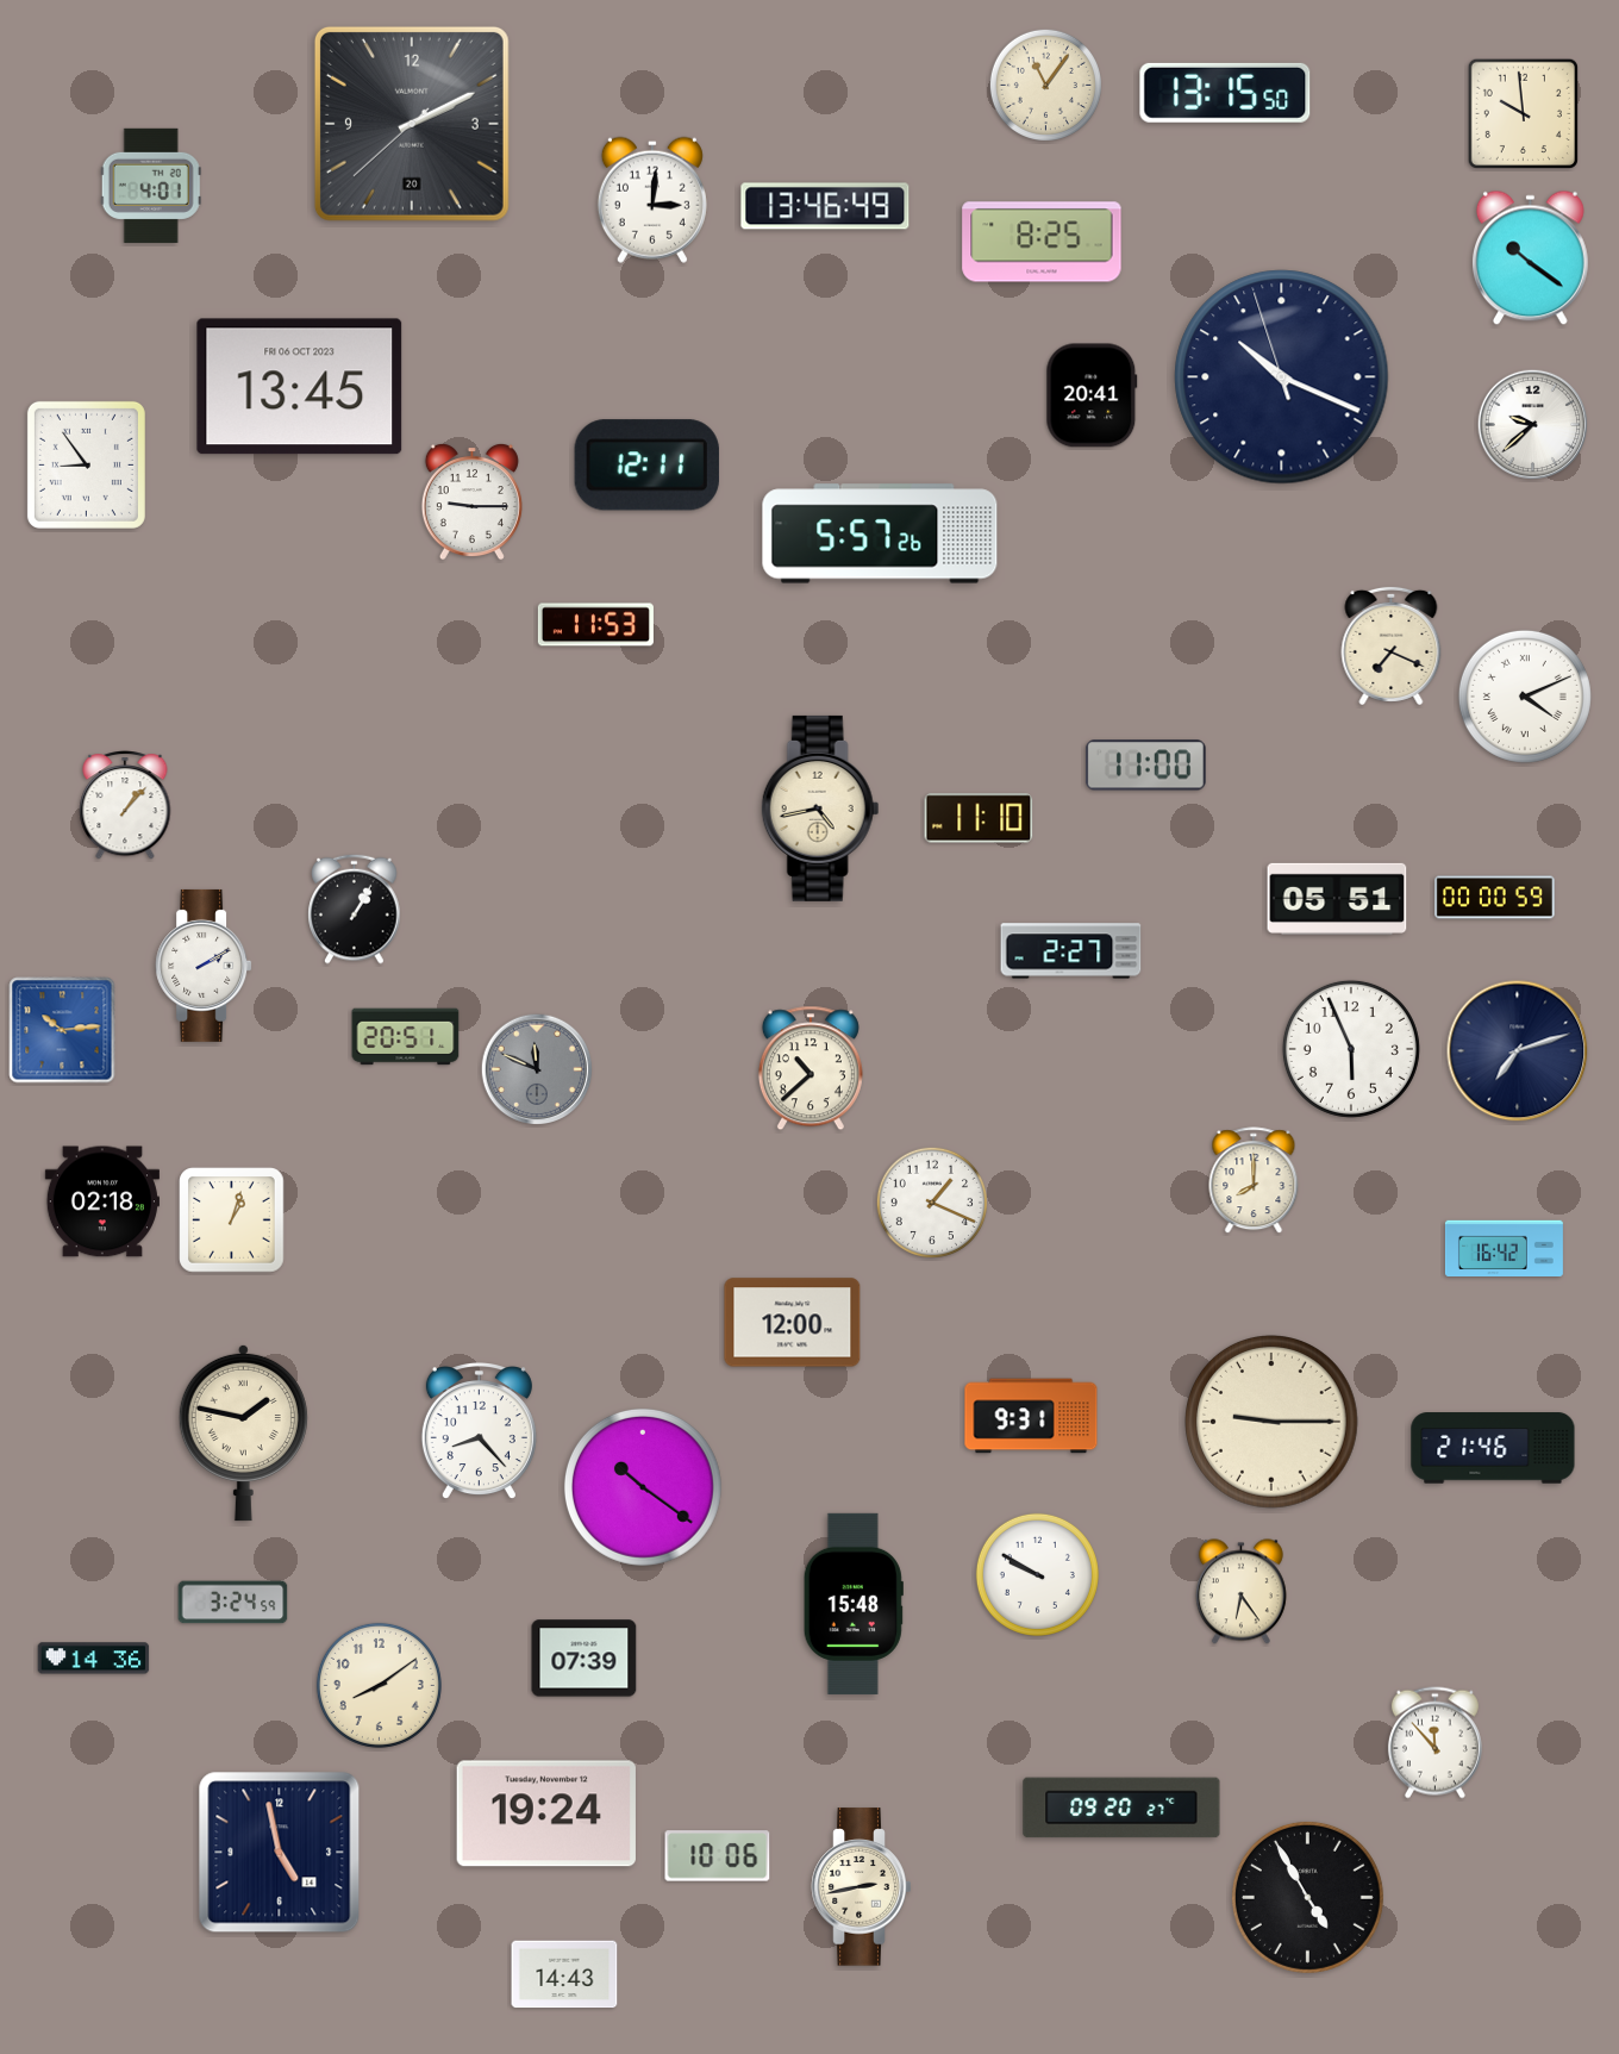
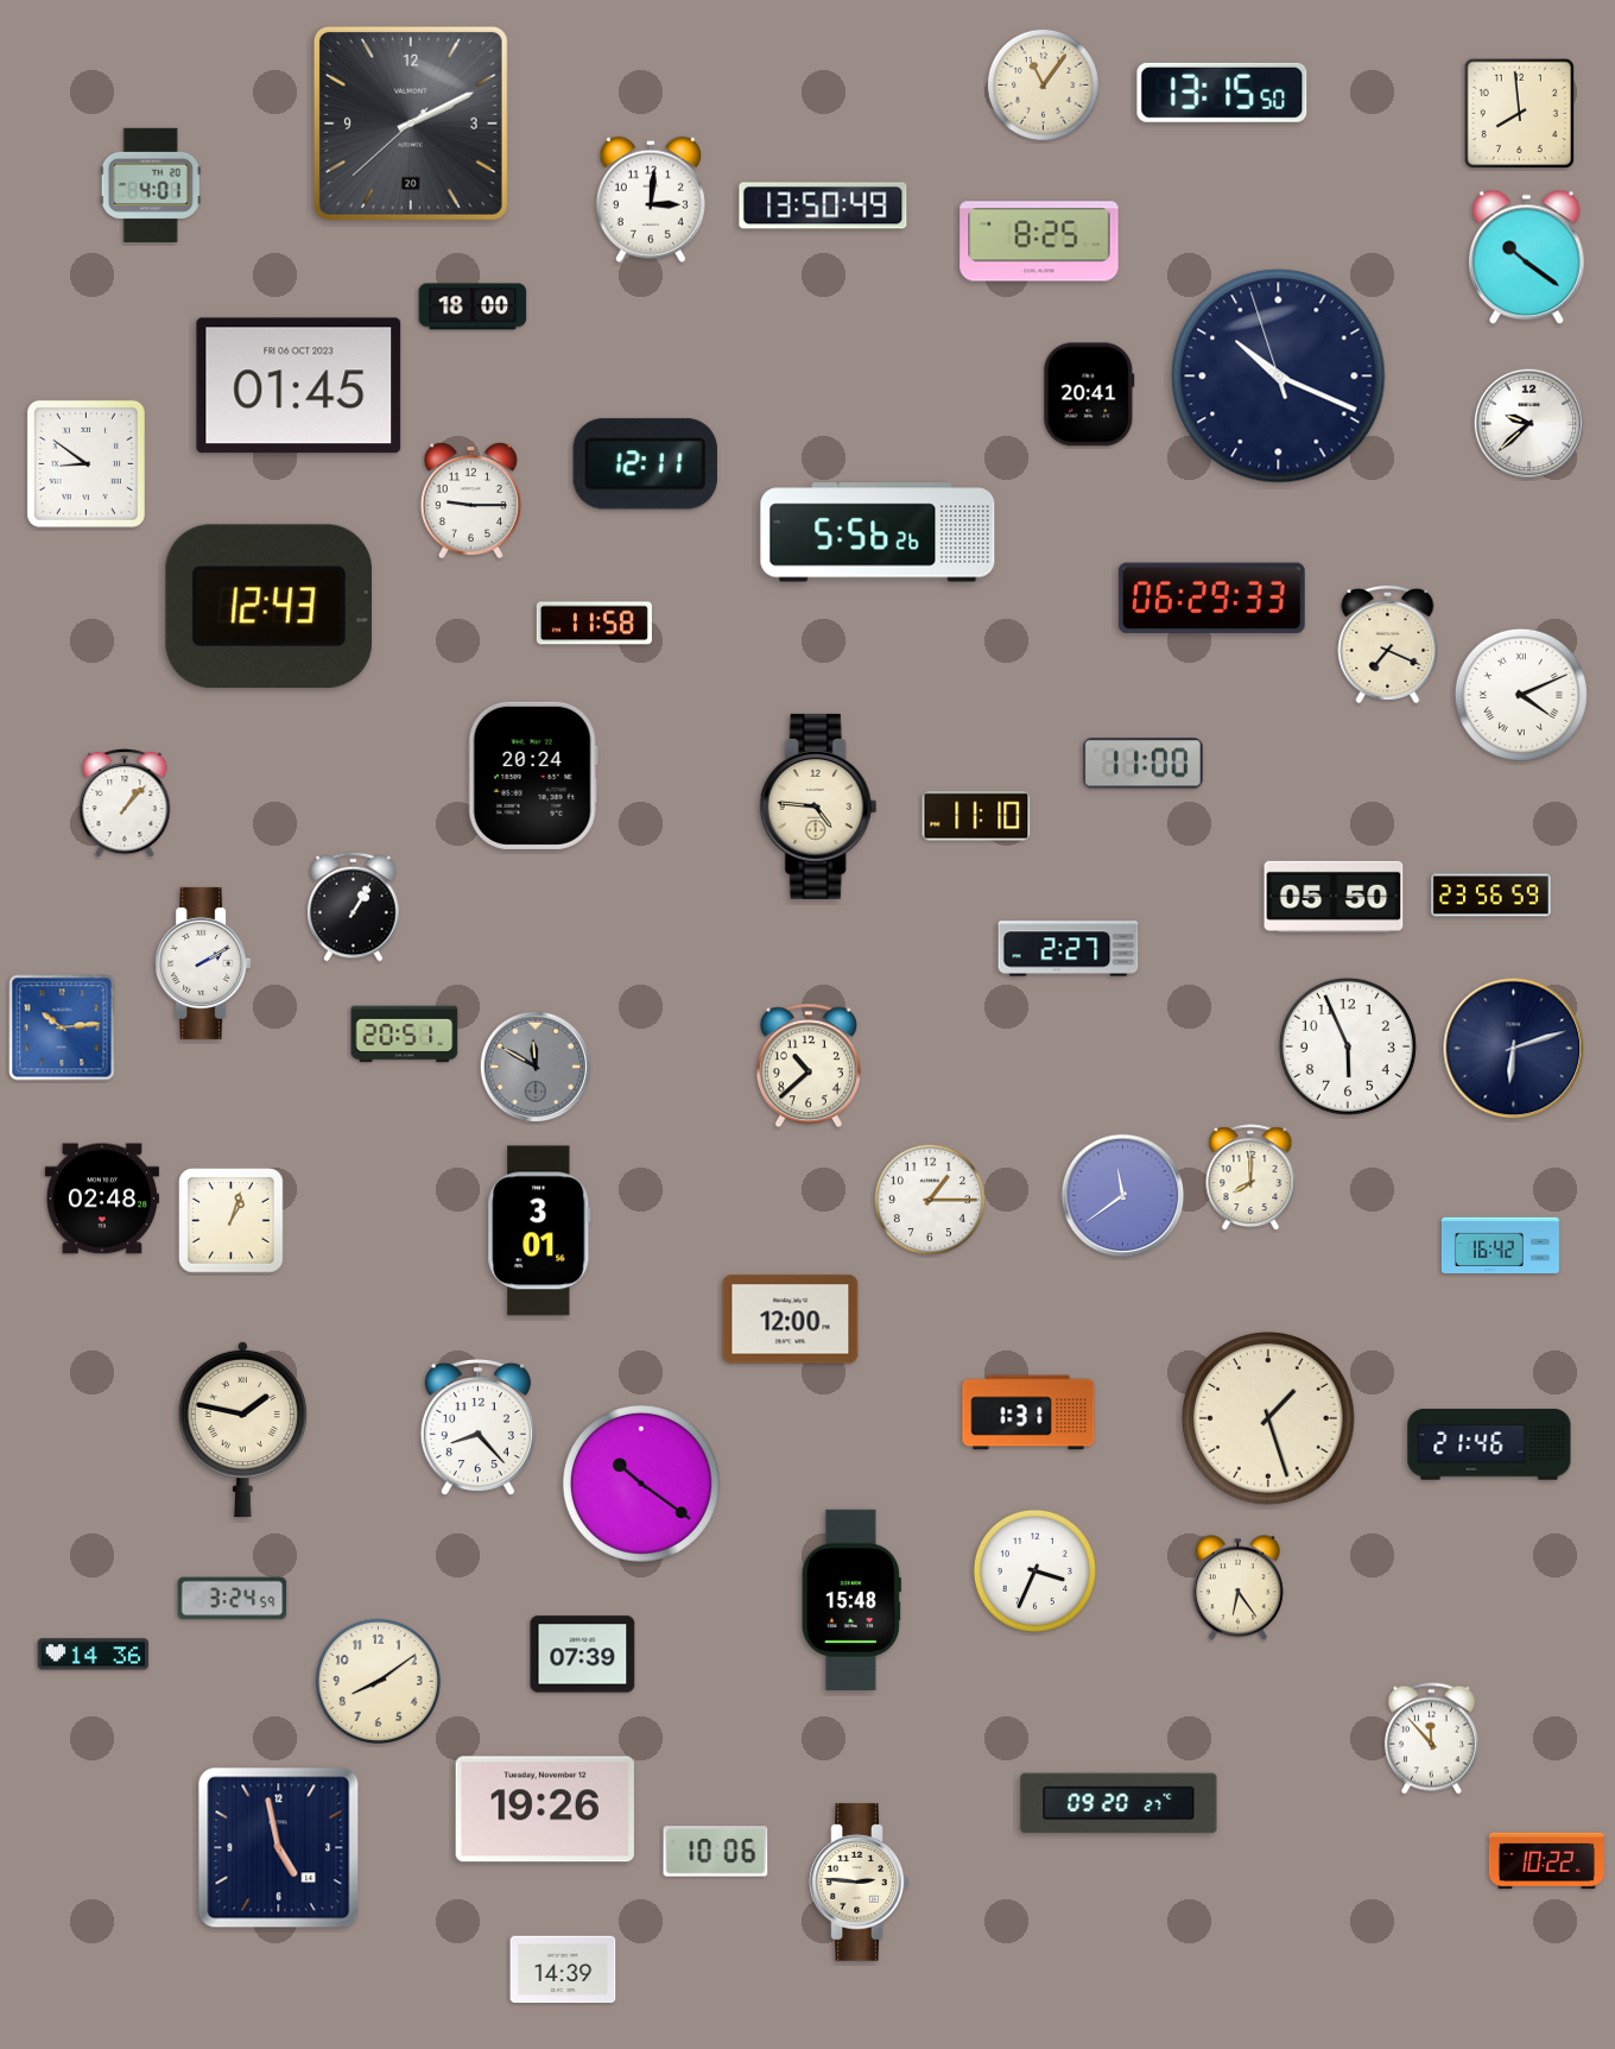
clock at (1523, 113): 9:59 -> 7:59
clock at (825, 206): 13:46 -> 13:50
clock at (473, 306): none -> 18:00
clock at (300, 387): 13:45 -> 01:45
clock at (86, 464): 8:54 -> 8:51
clock at (880, 533): 5:57 -> 5:56
clock at (1211, 597): none -> 06:29
clock at (268, 606): none -> 12:43
clock at (595, 625): 11:53 -> 11:58
clock at (533, 776): none -> 20:24
clock at (820, 809): 4:43 -> 4:46
clock at (1495, 898): 00:00 -> 23:56
clock at (1337, 899): 05:51 -> 05:50
clock at (1518, 1051): 7:12 -> 6:12
clock at (537, 1069): 11:49 -> 11:50
clock at (1123, 1196): none -> 11:39
clock at (102, 1201): 02:18 -> 02:48
clock at (932, 1203): 1:19 -> 1:15
clock at (232, 1220) position: (232, 1220) -> (232, 1221)
clock at (539, 1231): none -> 3:01
clock at (1031, 1416): 9:31 -> 1:31
clock at (1273, 1423): 9:15 -> 1:27
clock at (1037, 1574): 9:50 -> 3:34
clock at (546, 1813): 19:24 -> 19:26
clock at (1546, 1861): none -> 10:22
clock at (862, 1887): 2:43 -> 2:46
clock at (1307, 1897): 4:55 -> none
clock at (564, 1974): 14:43 -> 14:39
